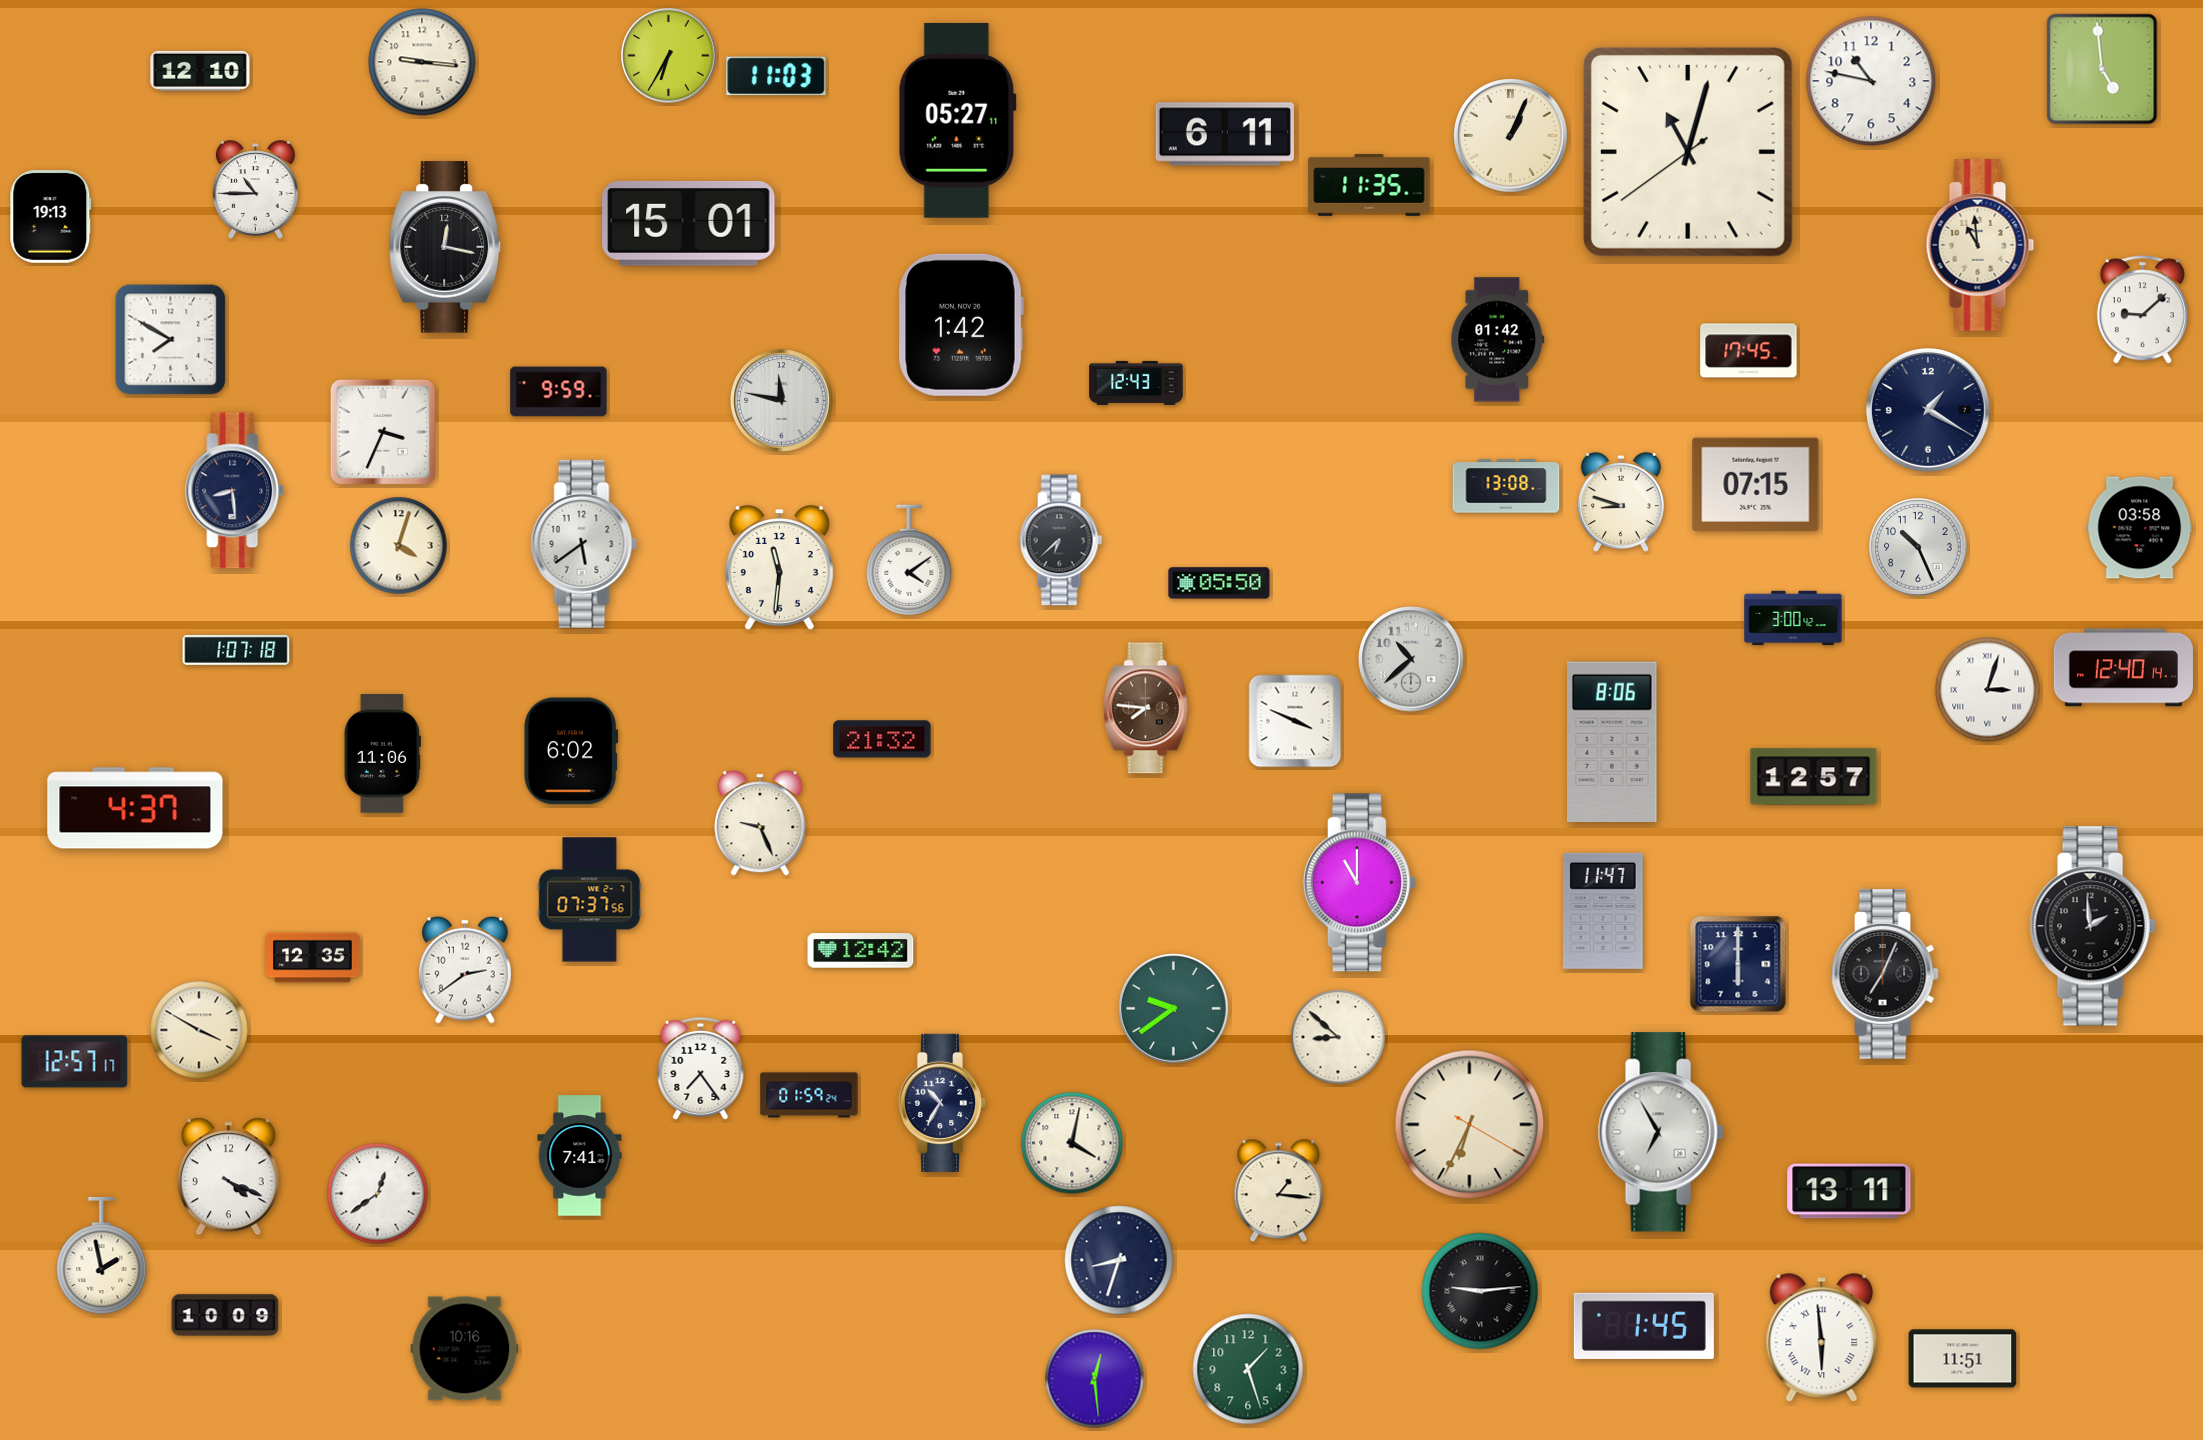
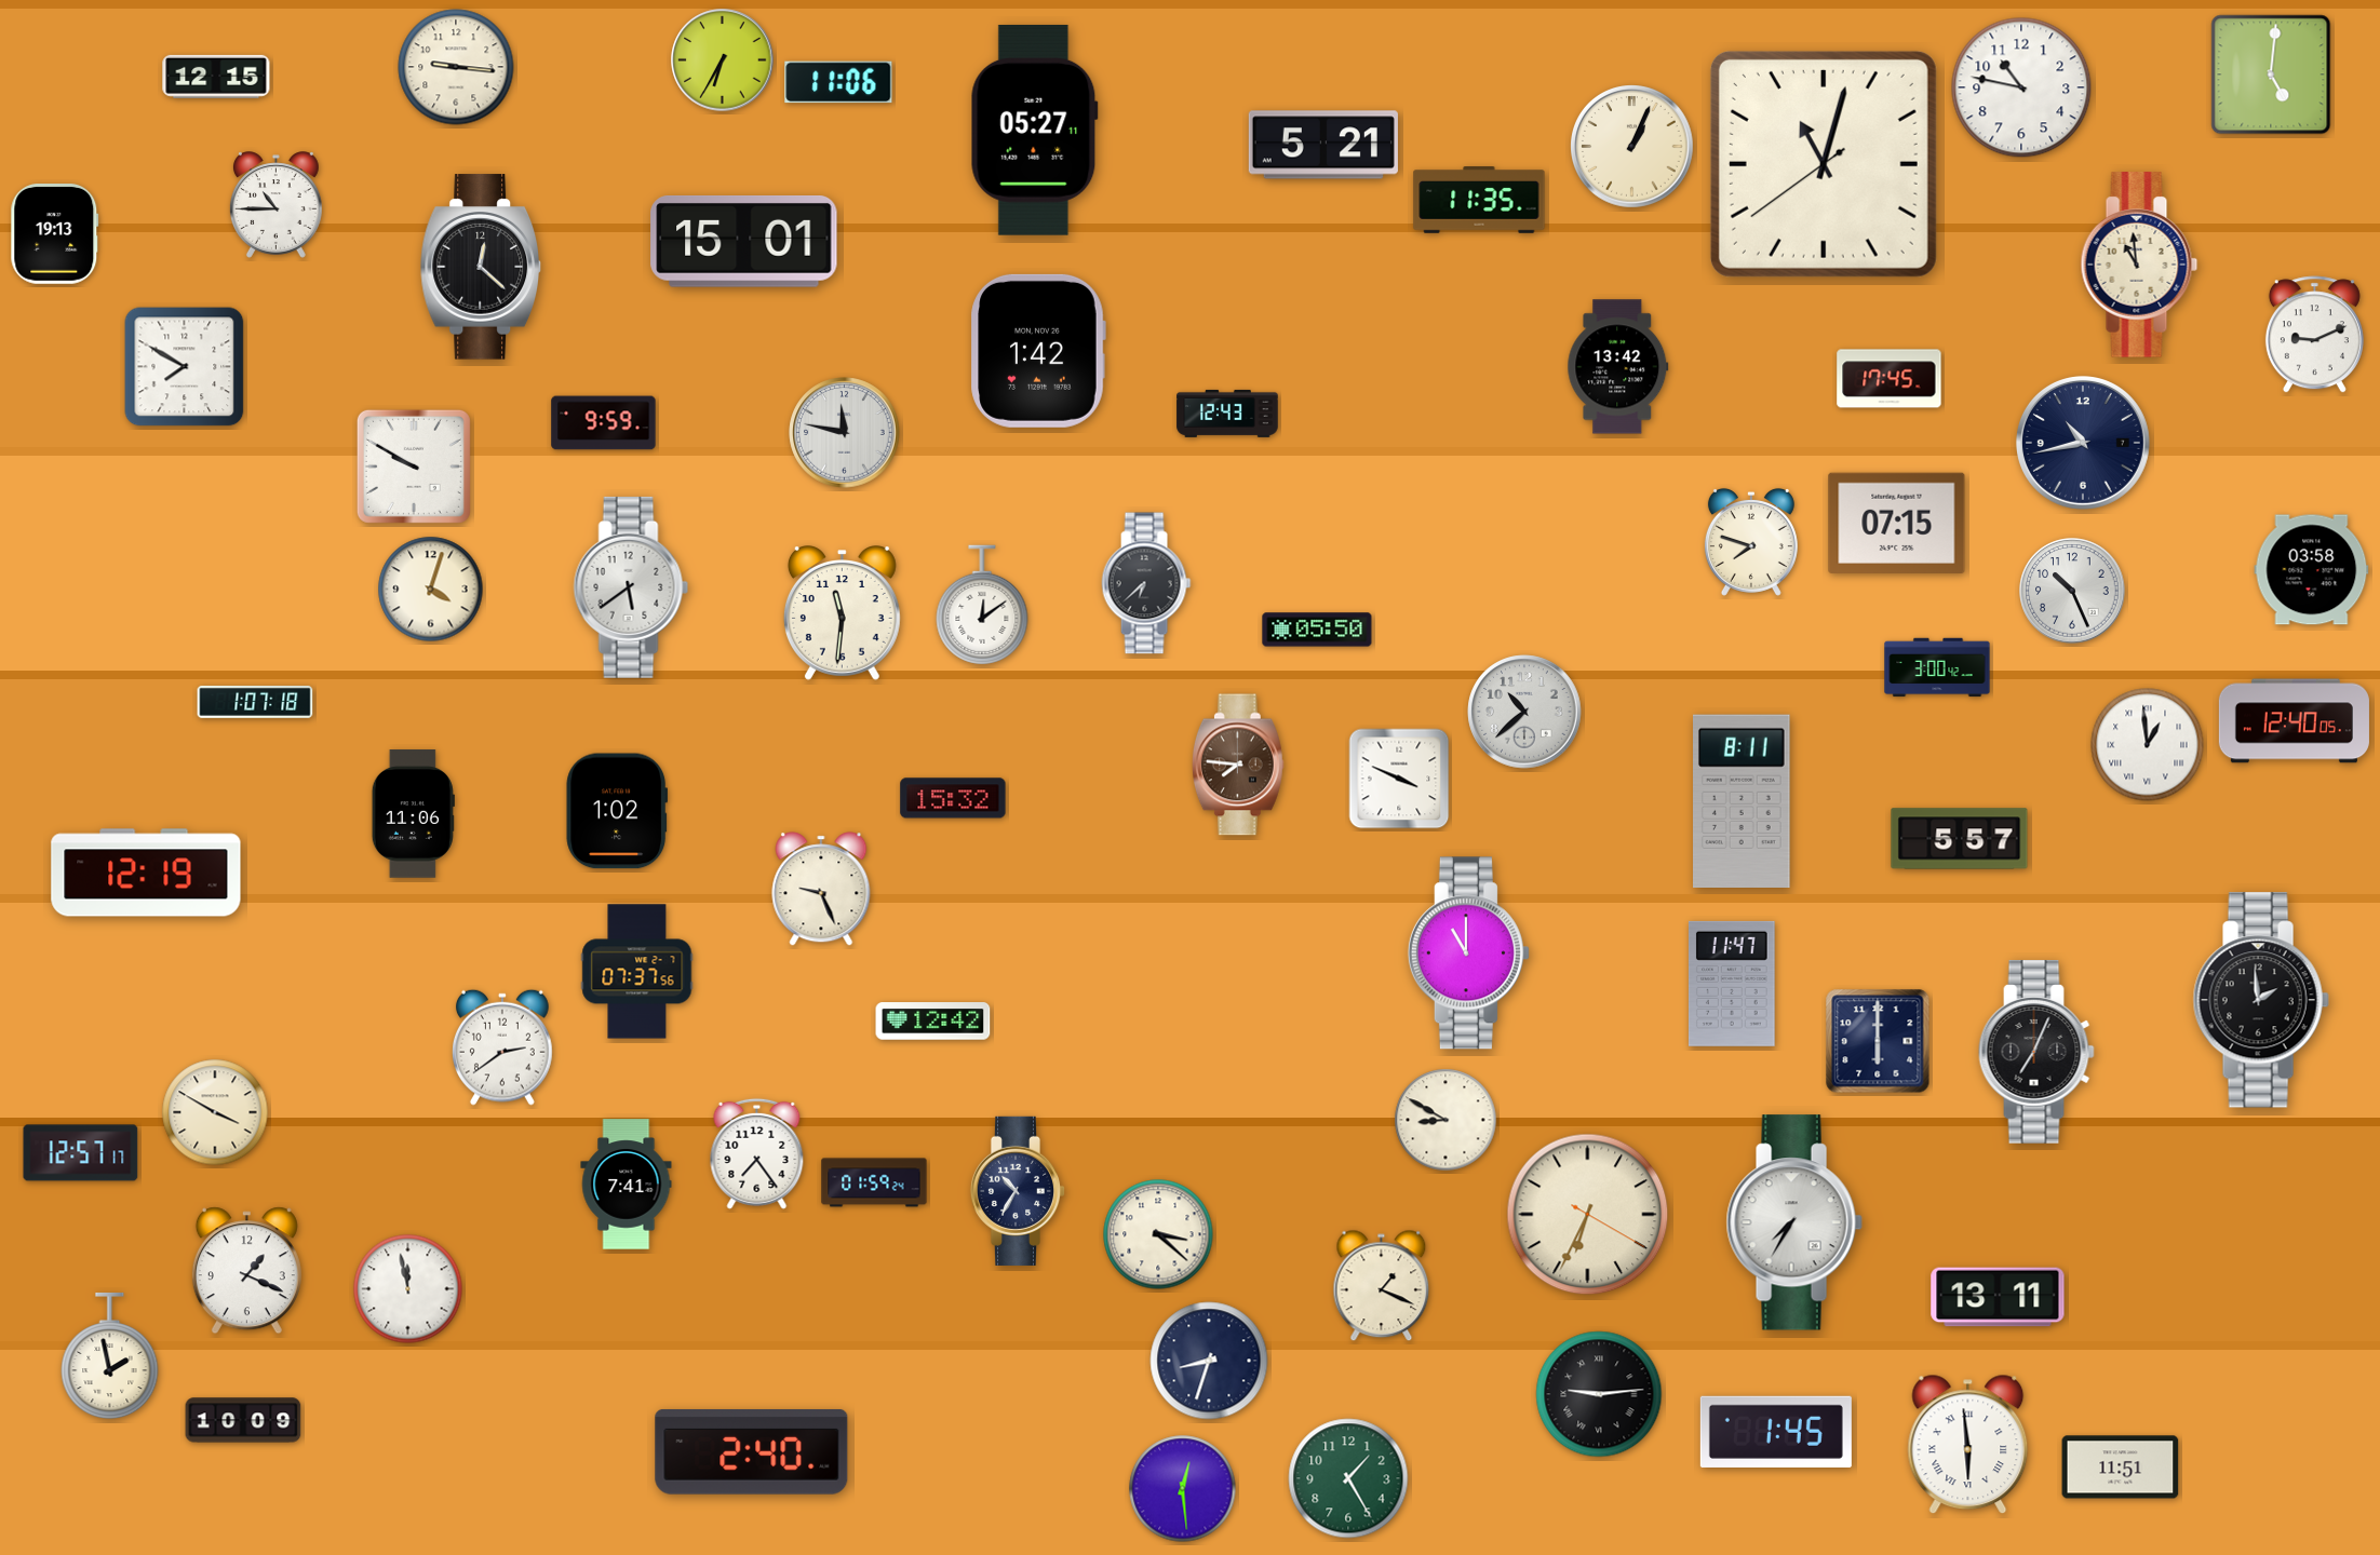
clock at (2102, 69): 4:59 -> 5:01
clock at (200, 71): 12:10 -> 12:15
clock at (776, 76): 11:03 -> 11:06
clock at (1225, 134): 6:11 -> 5:21
clock at (444, 247): 12:17 -> 12:22
clock at (2142, 310): 9:08 -> 9:11
clock at (1498, 340): 01:42 -> 13:42
clock at (1928, 410): 1:20 -> 10:43
clock at (383, 432): 3:34 -> 9:50
clock at (1506, 486): 13:08 -> none
clock at (235, 491): 8:29 -> none
clock at (1621, 502): 8:48 -> 7:48
clock at (909, 560): 4:09 -> 12:09
clock at (2123, 668): 12:40:14 -> 12:40:05
clock at (1988, 690): 3:03 -> 12:59
clock at (882, 739): 21:32 -> 15:32
clock at (1613, 741): 8:06 -> 8:11
clock at (571, 751): 6:02 -> 1:02
clock at (1814, 777): 12:57 -> 5:57
clock at (135, 808): 4:37 -> 12:19
clock at (861, 951) position: (861, 951) -> (933, 1022)
clock at (313, 958): 12:35 -> none
clock at (1174, 1009): 9:39 -> none
clock at (1338, 1037): 8:52 -> 8:50
clock at (75, 1062) position: (75, 1062) -> (81, 1153)
clock at (1661, 1132): 6:55 -> 7:35
clock at (1072, 1143): 4:02 -> 3:22
clock at (580, 1156) position: (580, 1156) -> (627, 1185)
clock at (228, 1177): 4:19 -> 1:19
clock at (1279, 1191): 1:16 -> 1:19
clock at (1849, 1191) position: (1849, 1191) -> (1998, 1297)
clock at (378, 1194): 12:39 -> 11:58
clock at (752, 1451): none -> 2:40
clock at (465, 1349): 10:16 -> none
clock at (1248, 1369): 1:27 -> 1:25
